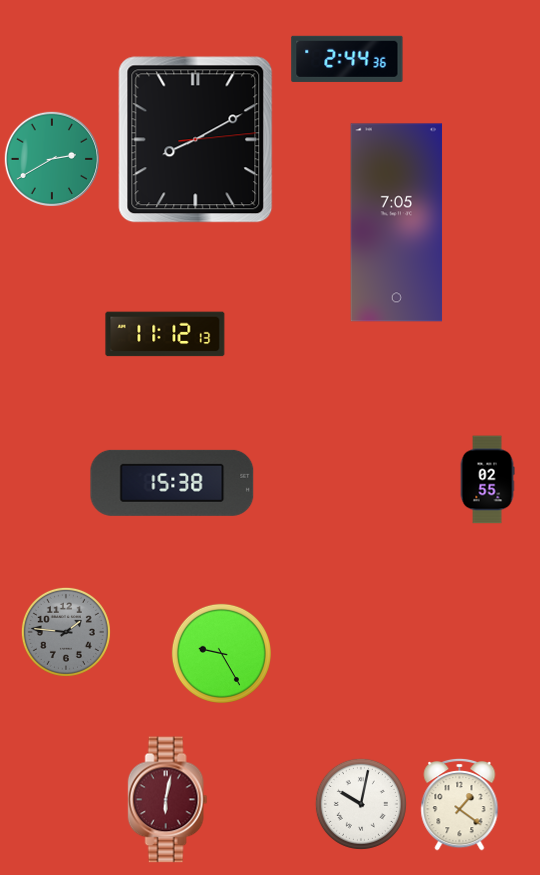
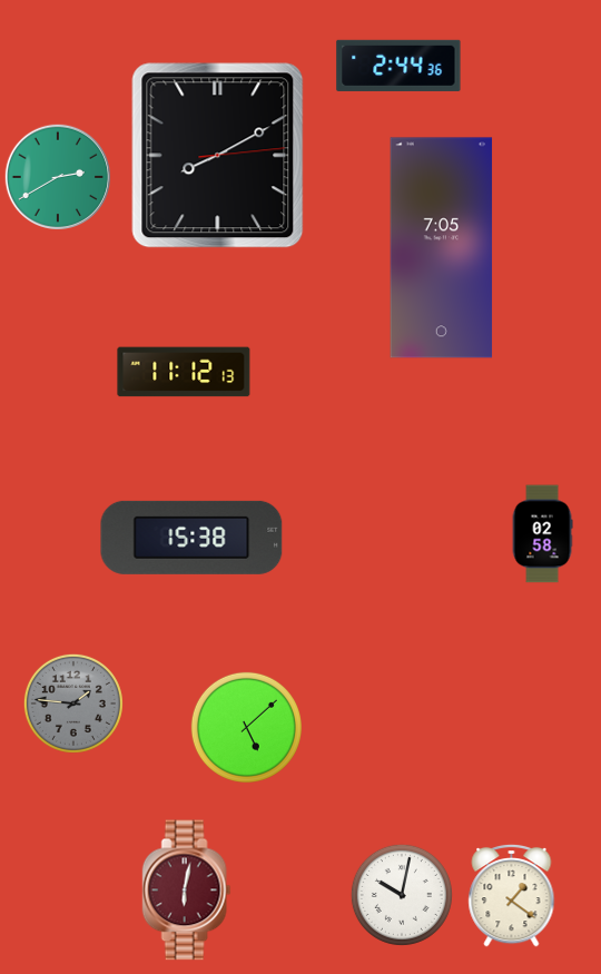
clock at (347, 59) position: (347, 59) -> (398, 66)
clock at (487, 480): 02:55 -> 02:58
clock at (221, 653): 9:25 -> 5:08
